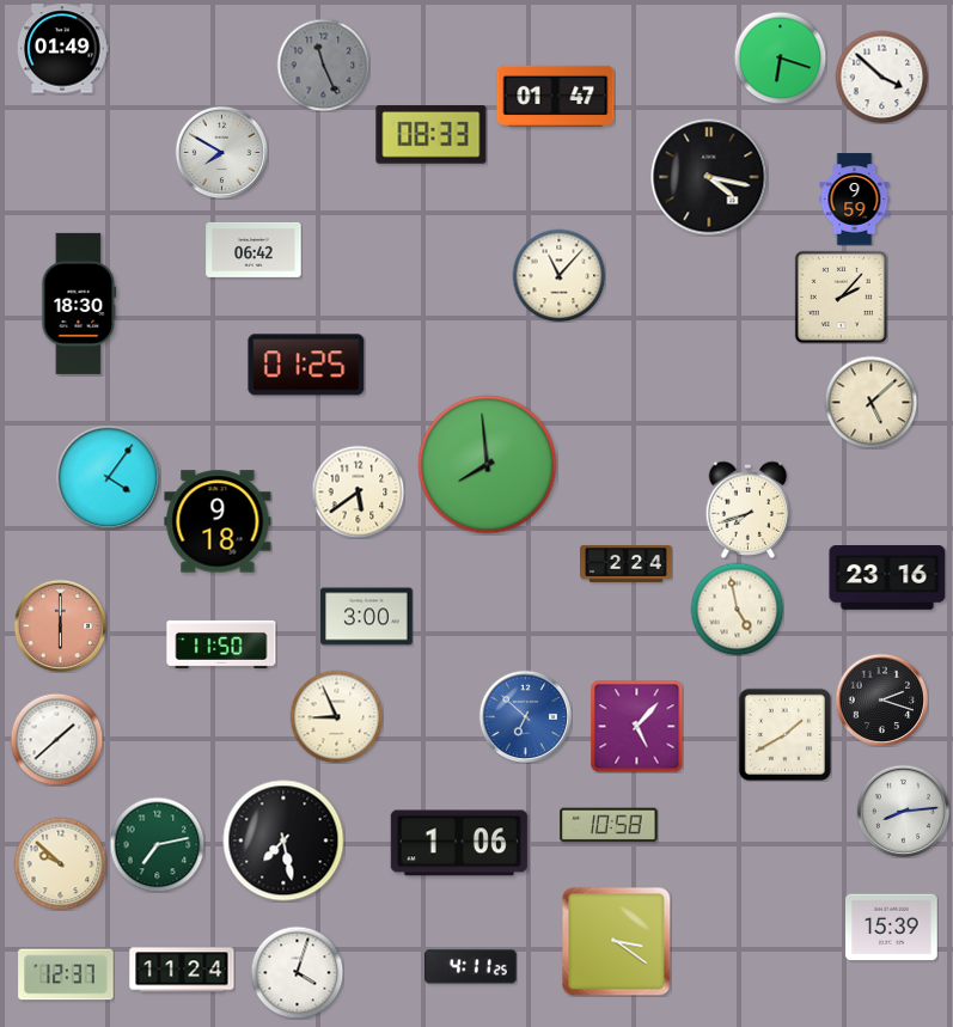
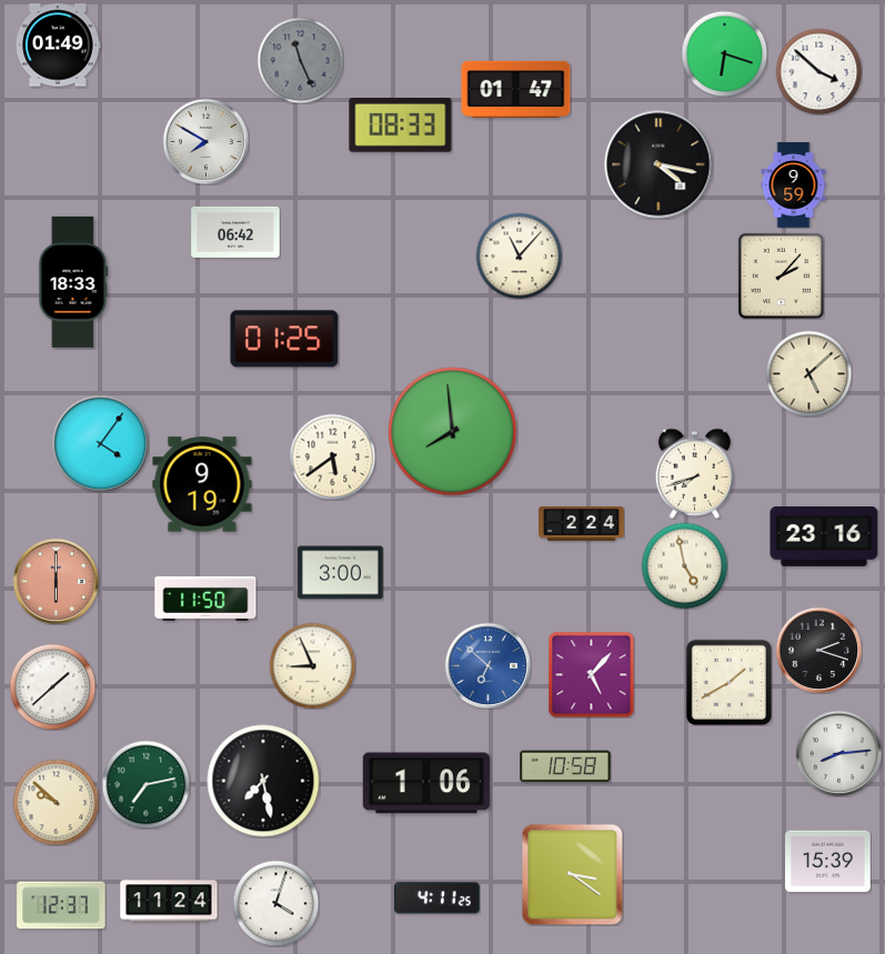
clock at (79, 304): 18:30 -> 18:33
clock at (218, 521): 9:18 -> 9:19
